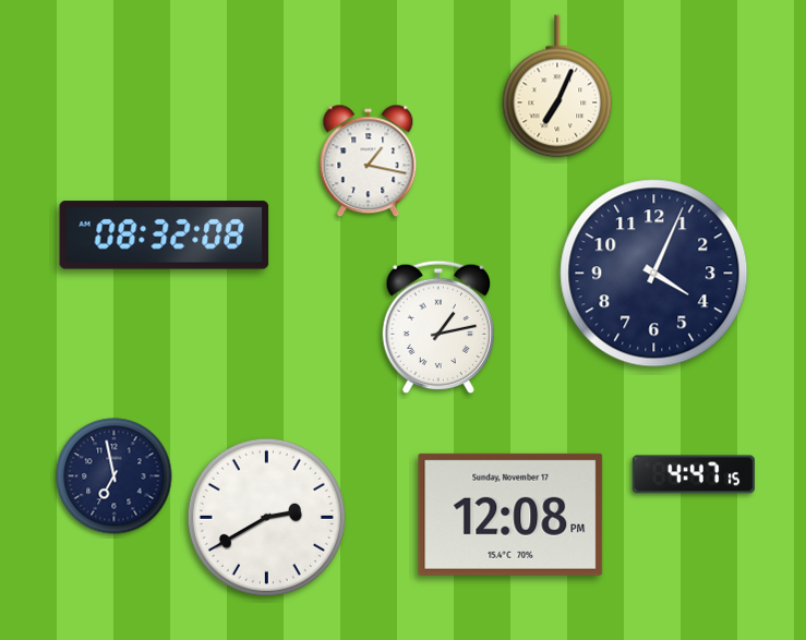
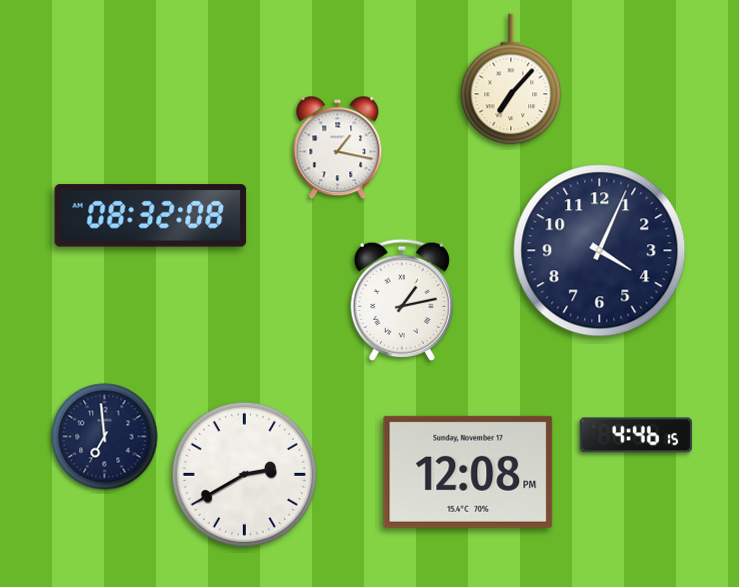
clock at (557, 86): 7:04 -> 7:07
clock at (694, 474): 4:47 -> 4:46
clock at (115, 476): 6:58 -> 6:59
